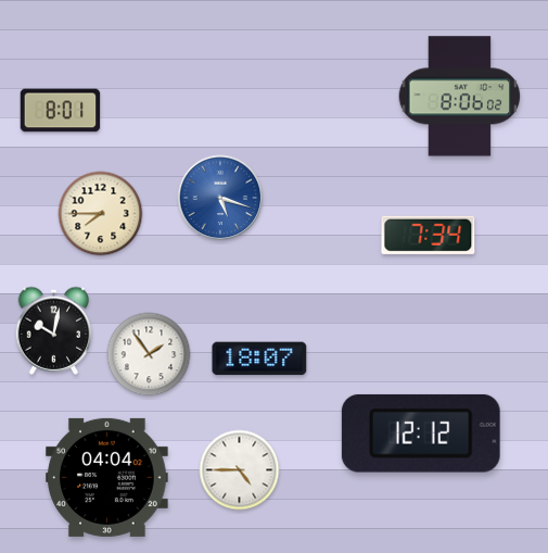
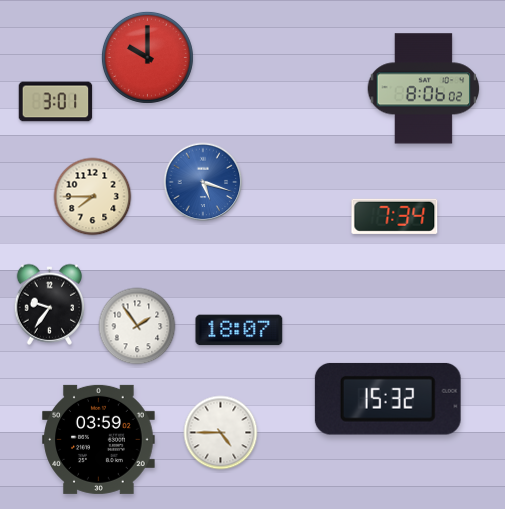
clock at (147, 57): none -> 10:00
clock at (61, 111): 8:01 -> 3:01
clock at (54, 330): 10:02 -> 9:36
clock at (421, 433): 12:12 -> 15:32
clock at (107, 477): 04:04 -> 03:59
